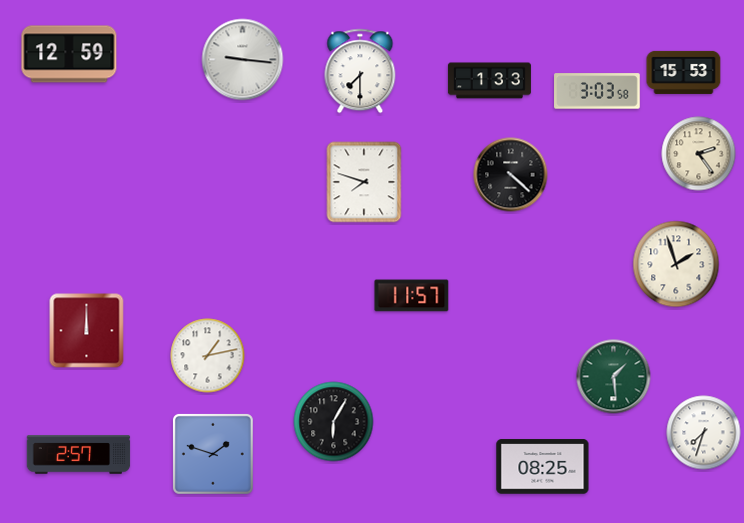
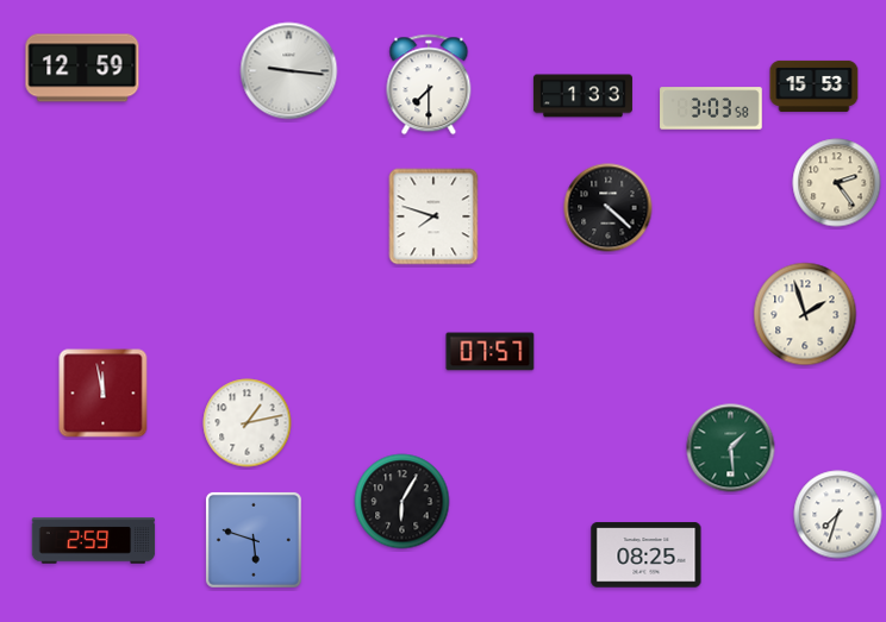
clock at (69, 54) position: (69, 54) -> (82, 68)
clock at (699, 154) position: (699, 154) -> (837, 183)
clock at (412, 296): 11:57 -> 07:57
clock at (87, 331): 12:00 -> 11:58
clock at (334, 422) position: (334, 422) -> (403, 502)
clock at (213, 454): 1:48 -> 5:48
clock at (79, 455): 2:57 -> 2:59
